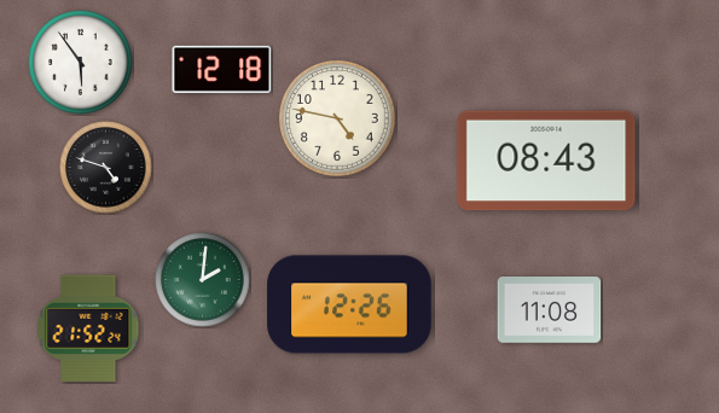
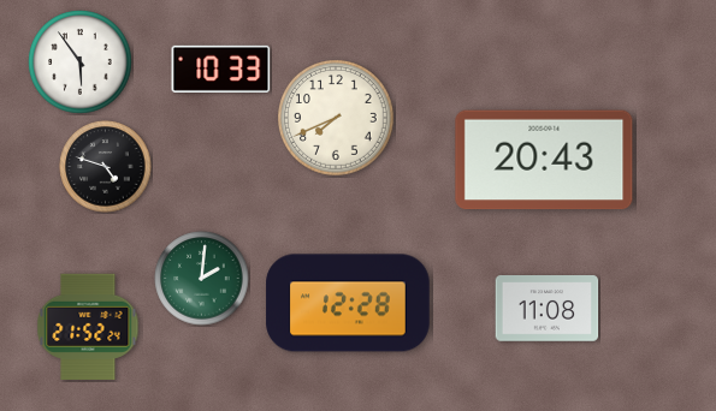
clock at (222, 69): 12:18 -> 10:33
clock at (338, 120): 4:47 -> 7:41
clock at (546, 161): 08:43 -> 20:43
clock at (349, 304): 12:26 -> 12:28
